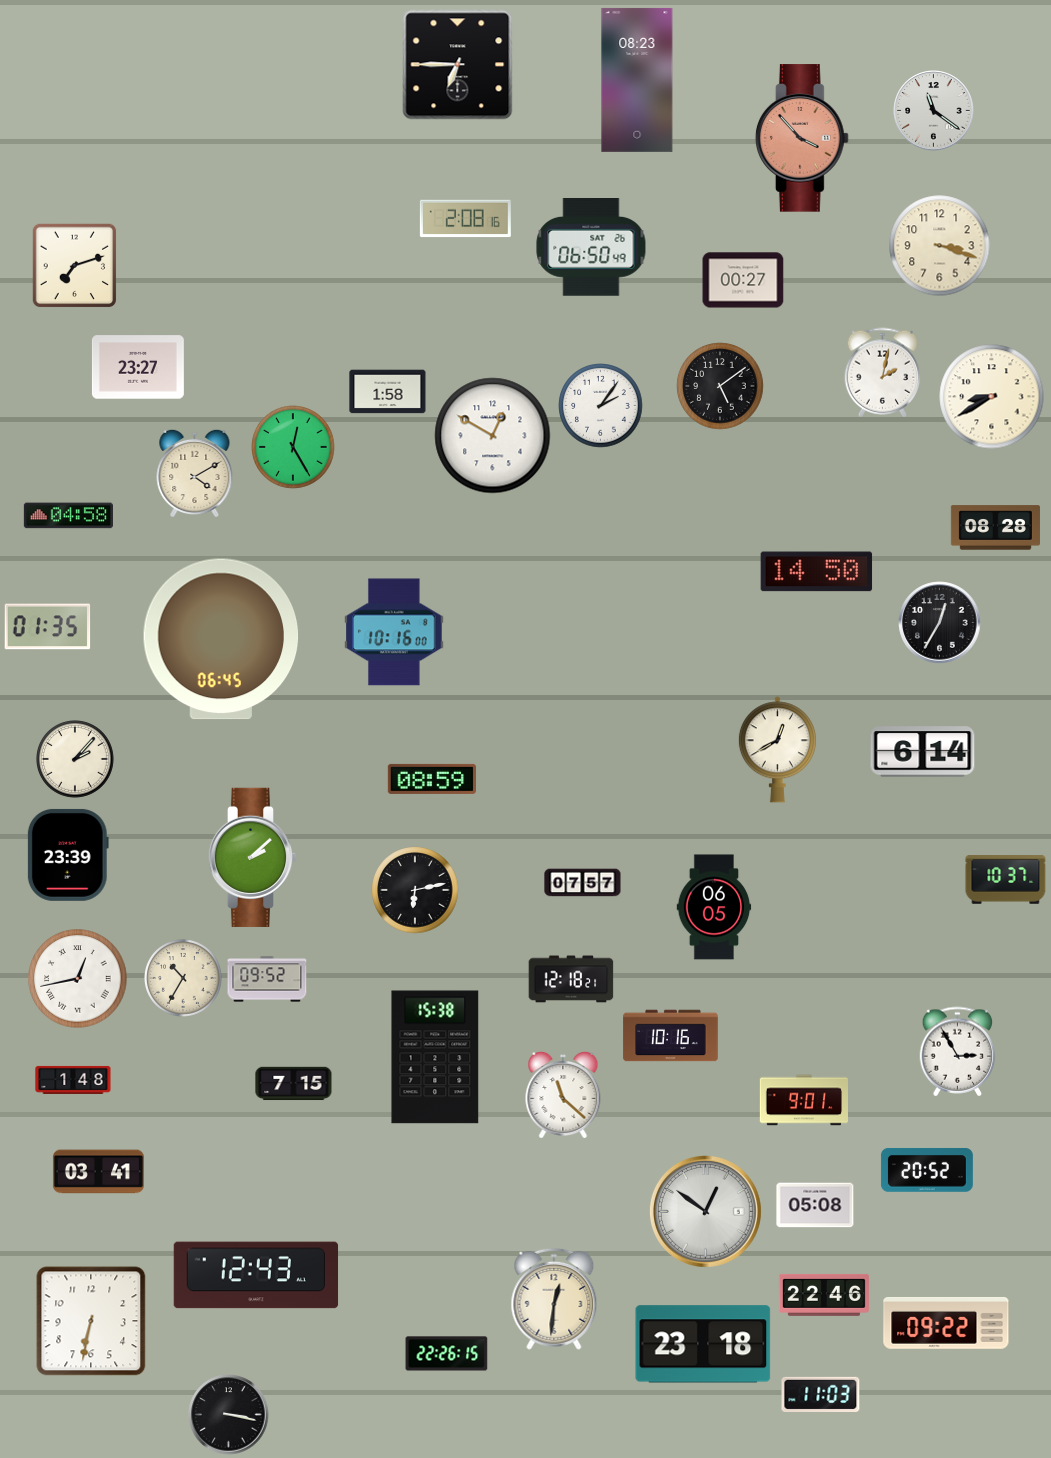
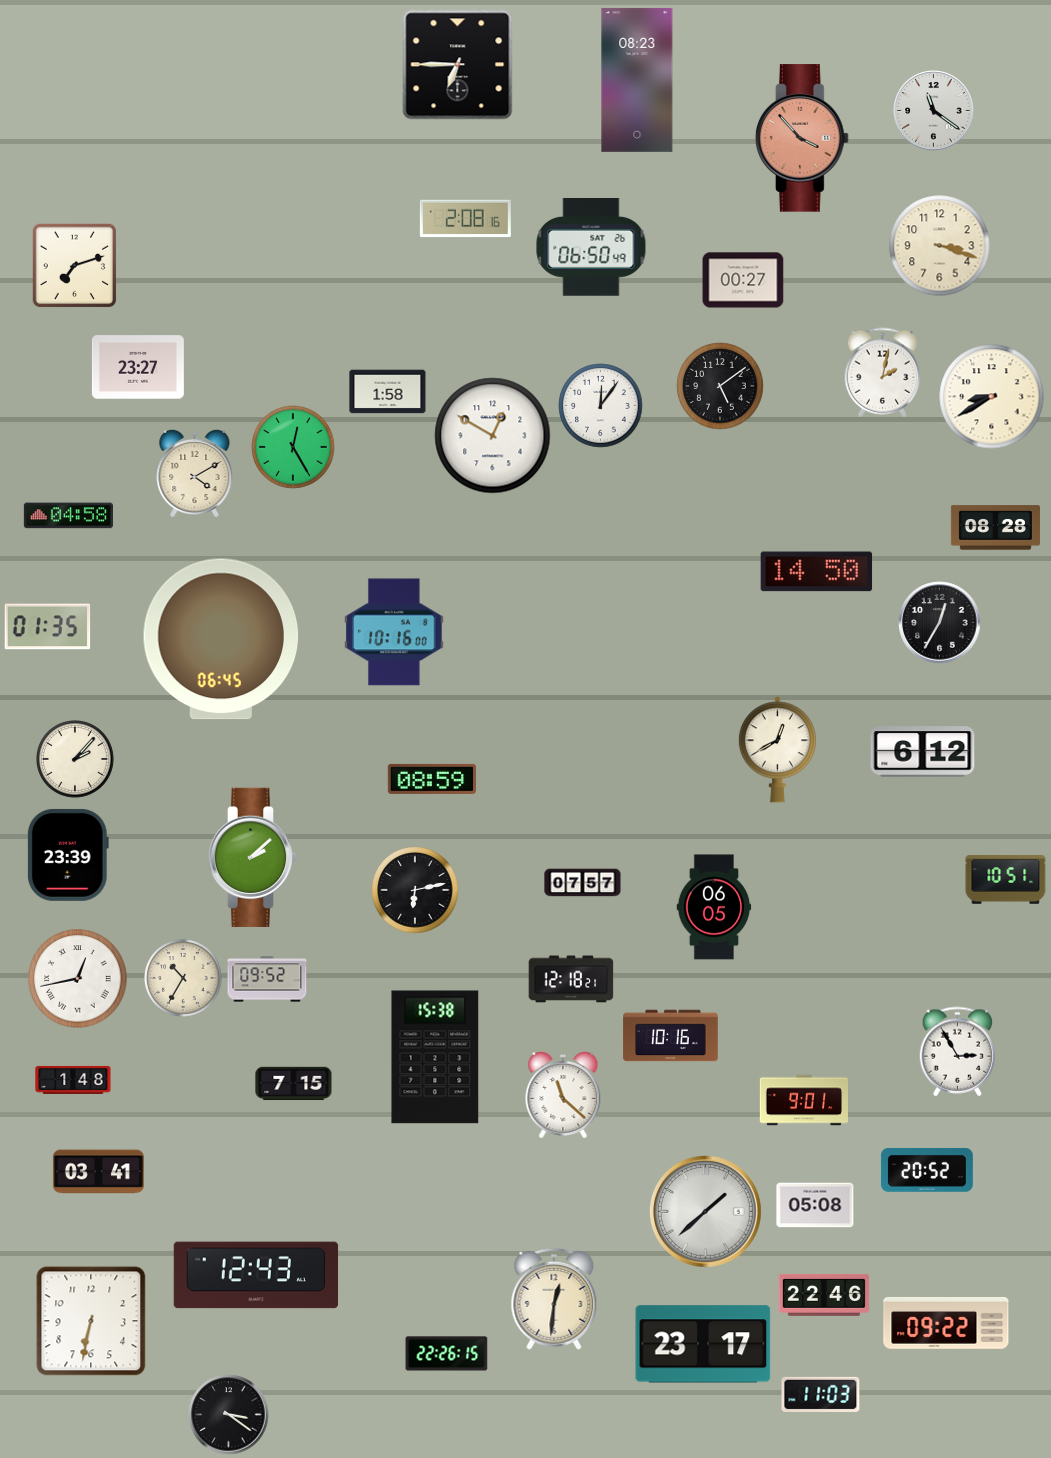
clock at (601, 406): 2:06 -> 12:06
clock at (923, 752): 6:14 -> 6:12
clock at (1006, 880): 10:37 -> 10:51
clock at (705, 1211): 12:51 -> 1:38
clock at (703, 1344): 23:18 -> 23:17
clock at (229, 1415): 3:17 -> 3:21
